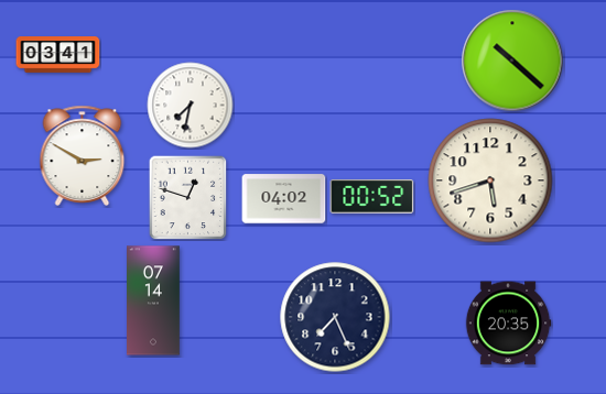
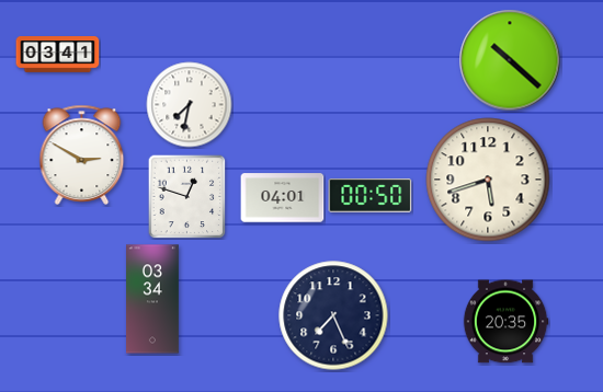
clock at (372, 197): 00:52 -> 00:50
clock at (284, 199): 04:02 -> 04:01
clock at (154, 300): 07:14 -> 03:34
